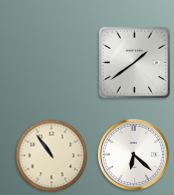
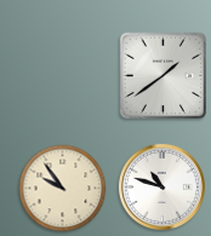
clock at (133, 154): 6:22 -> 10:48
clock at (52, 156): 10:54 -> 9:54
